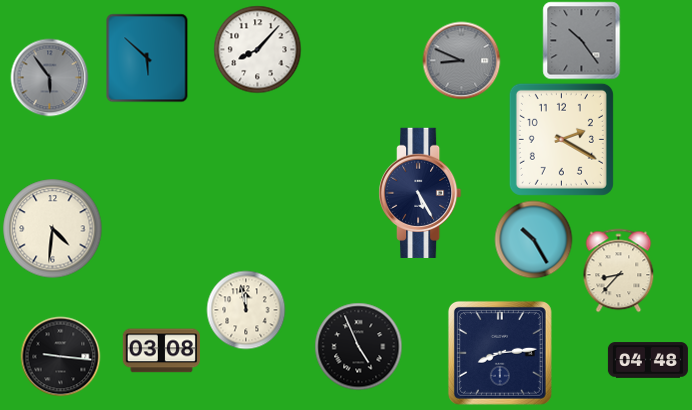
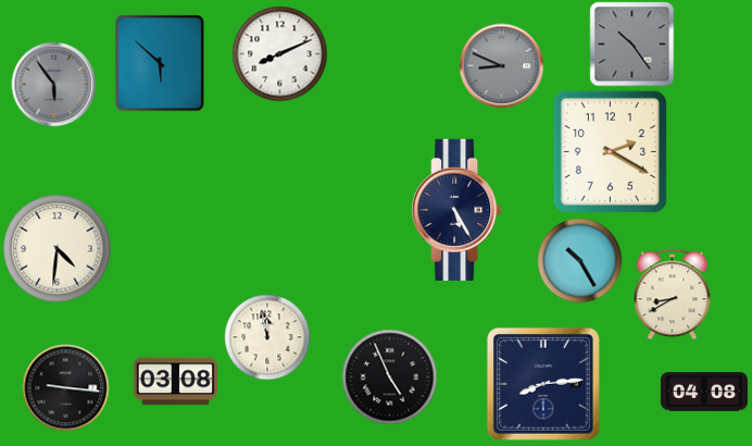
clock at (257, 49): 8:07 -> 8:11
clock at (619, 270): 8:37 -> 8:40
clock at (648, 360): 04:48 -> 04:08
